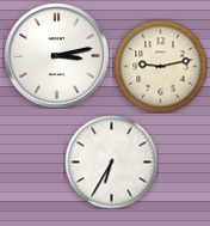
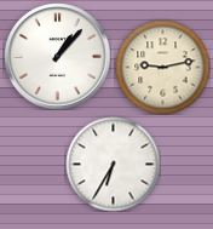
clock at (56, 55): 3:13 -> 1:07
